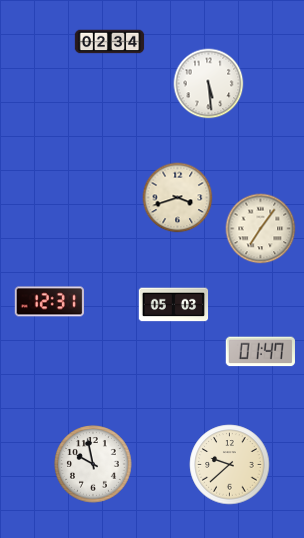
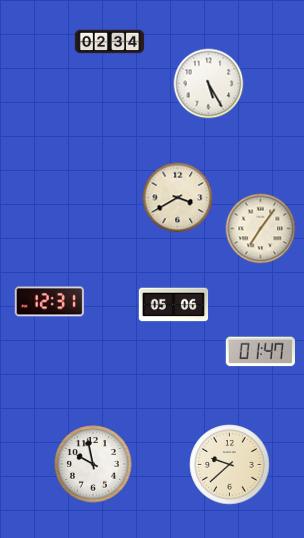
clock at (209, 84): 5:29 -> 5:25
clock at (178, 198): 3:42 -> 3:40
clock at (174, 305): 05:03 -> 05:06
